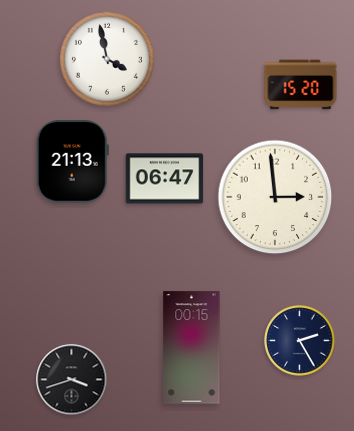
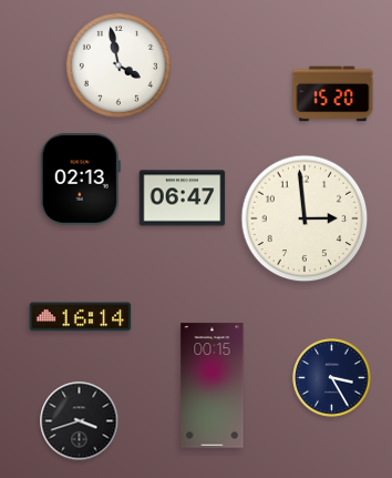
clock at (72, 162): 21:13 -> 02:13
clock at (81, 317): none -> 16:14
clock at (300, 341): 2:25 -> 3:25
